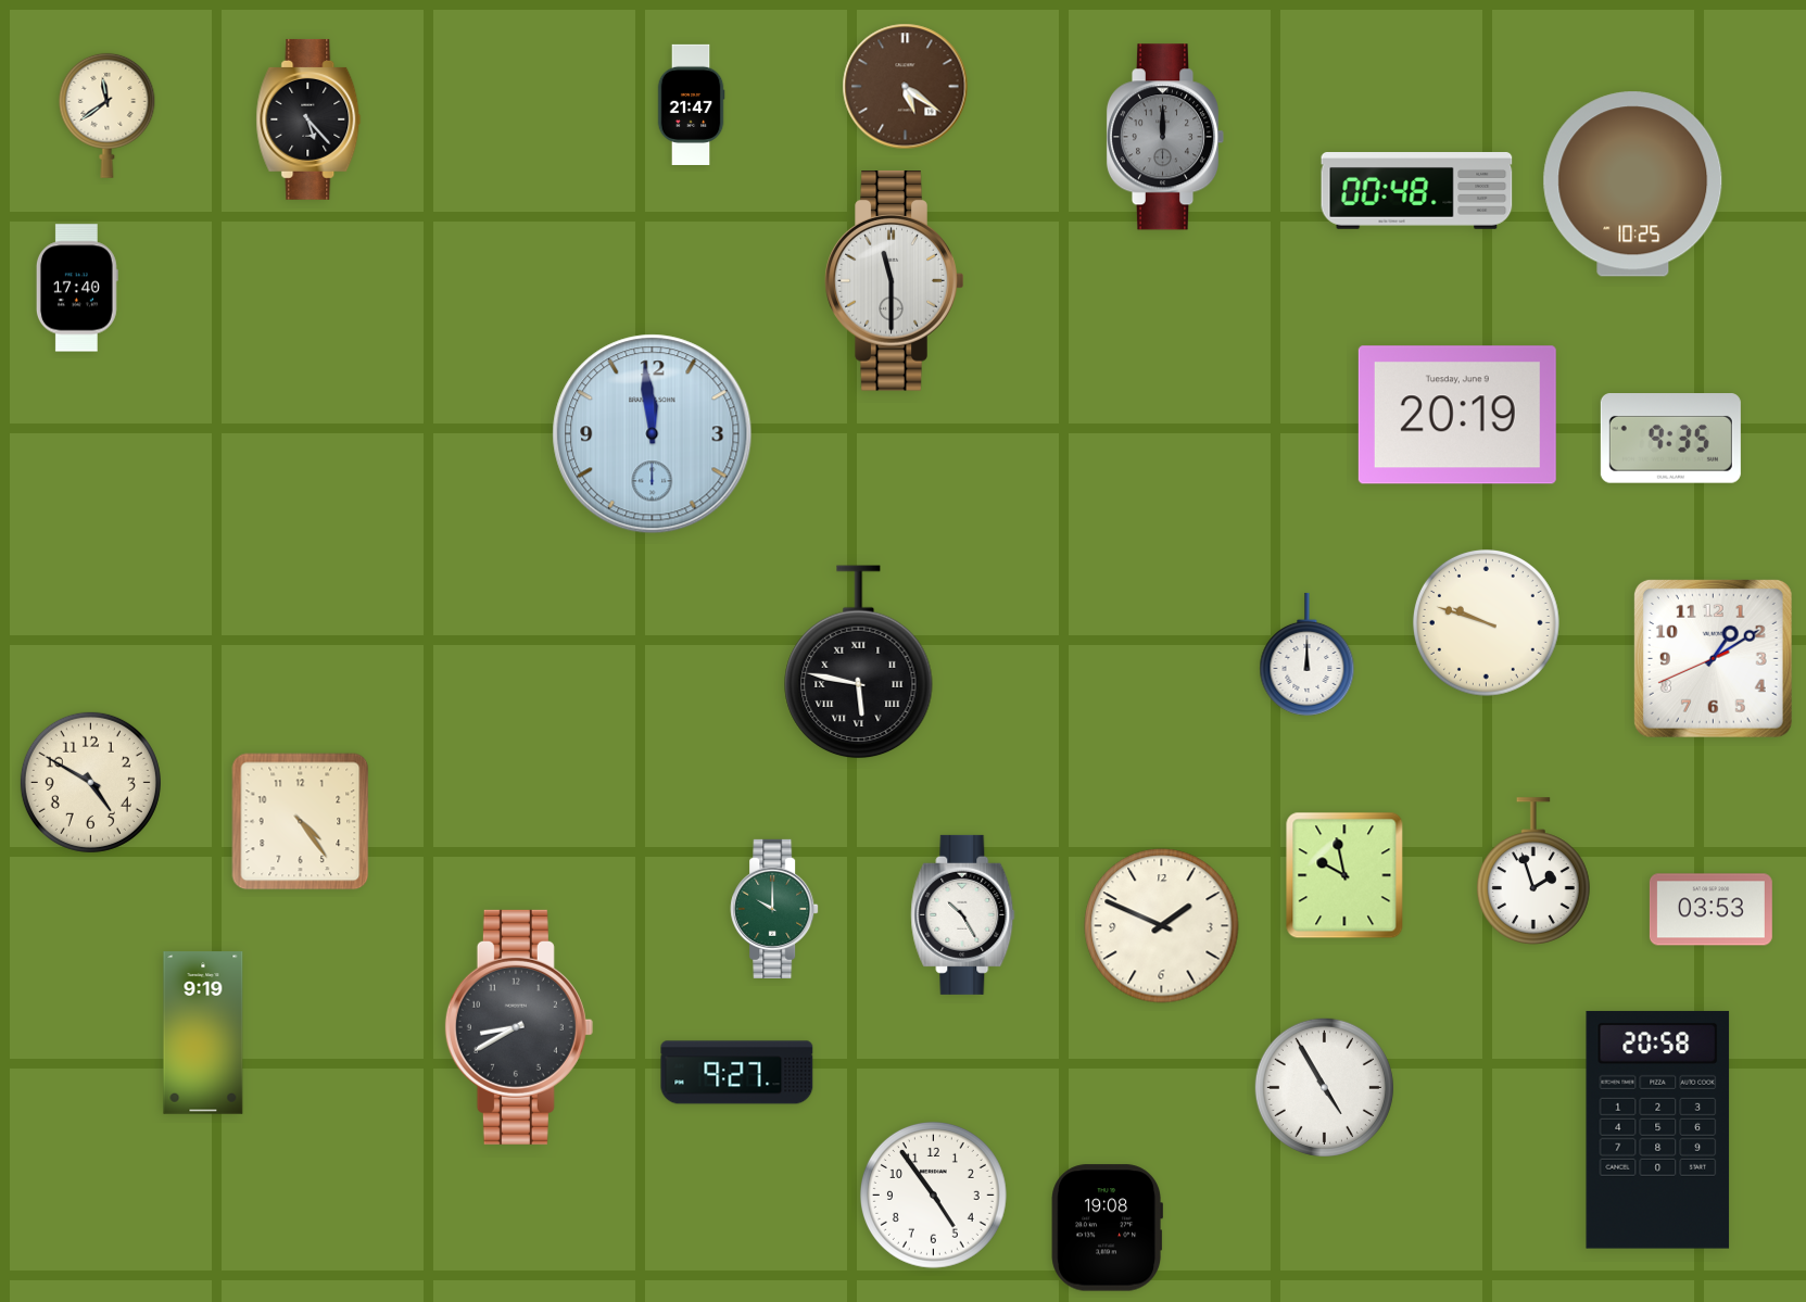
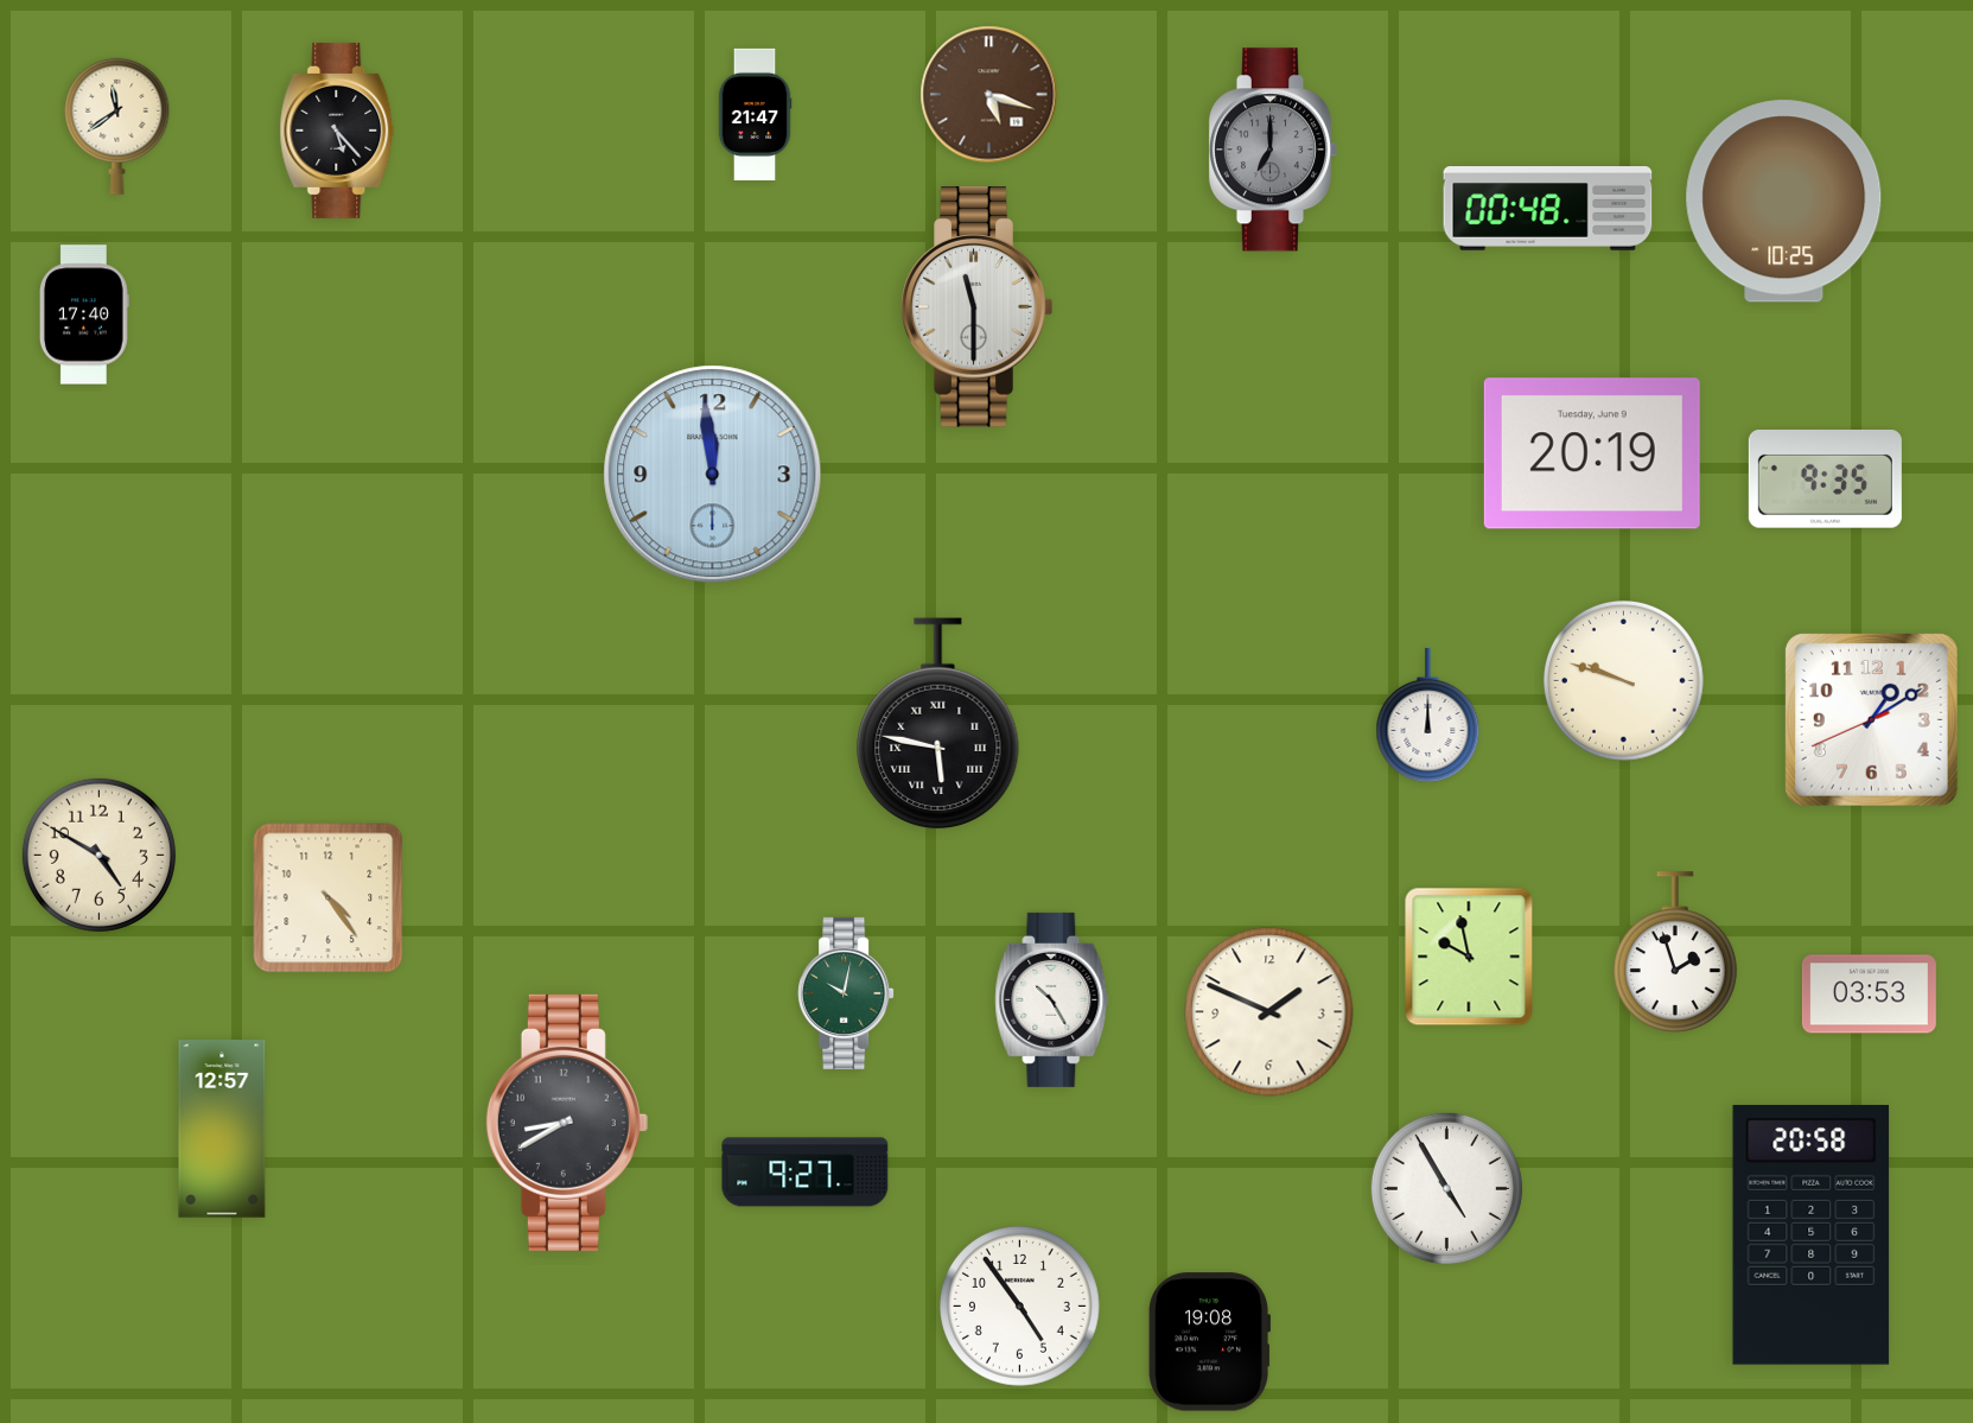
clock at (906, 87): 5:21 -> 5:18
clock at (1165, 137): 12:00 -> 7:00
clock at (774, 909): 10:00 -> 10:02
clock at (203, 1033): 9:19 -> 12:57
